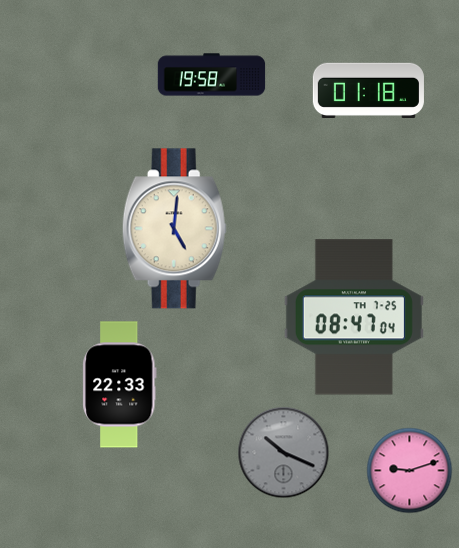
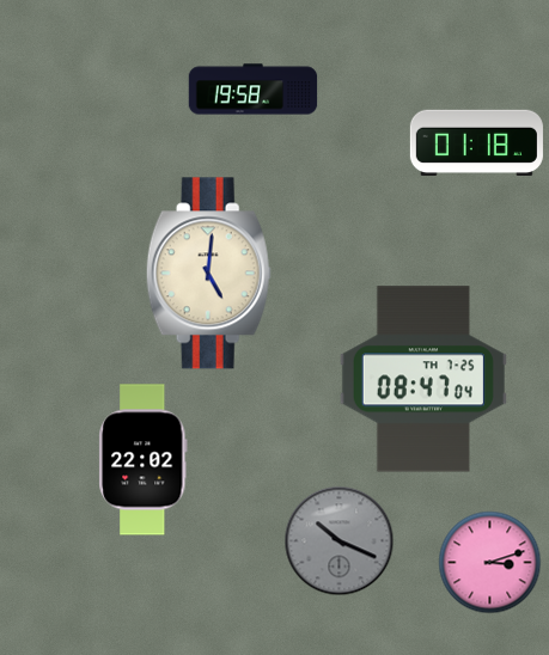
clock at (368, 90) position: (368, 90) -> (476, 142)
clock at (120, 385): 22:33 -> 22:02
clock at (410, 471): 9:12 -> 3:12
